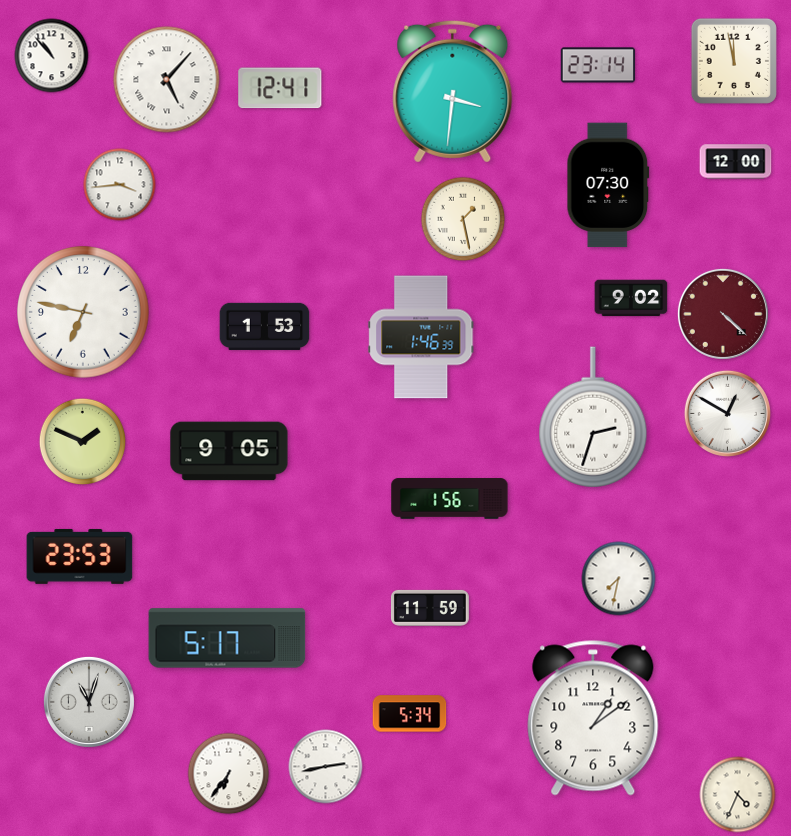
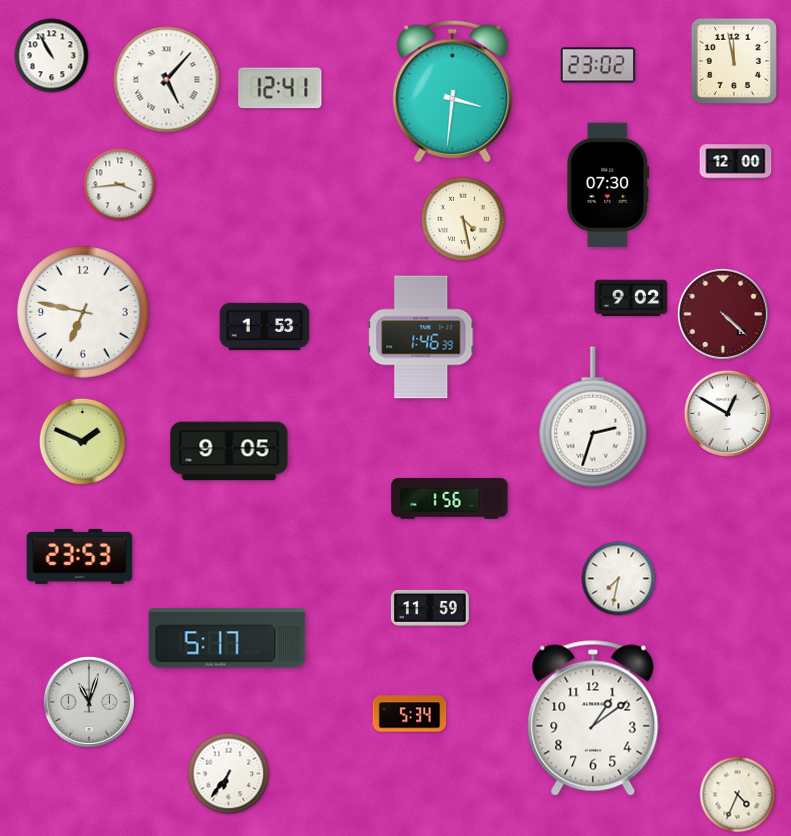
clock at (52, 56): 10:53 -> 10:55
clock at (598, 65): 23:14 -> 23:02
clock at (463, 219): 1:28 -> 4:28
clock at (326, 767): 2:43 -> none
